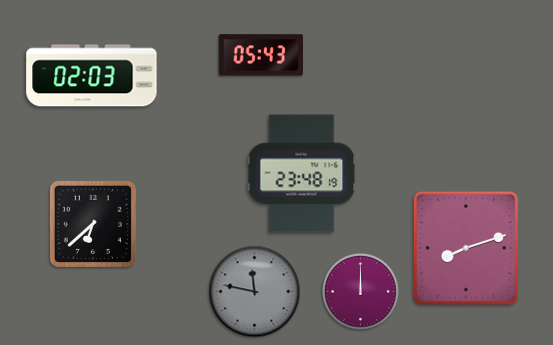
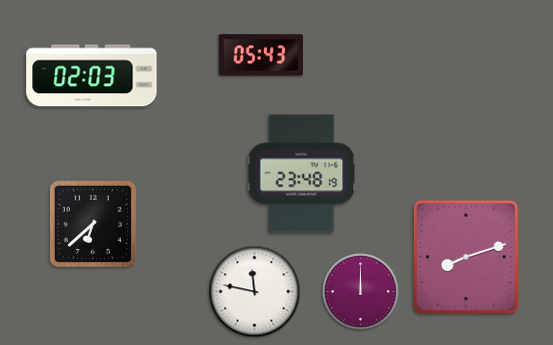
clock at (466, 248) position: (466, 248) -> (466, 257)
clock at (255, 292) dial: grey -> white
